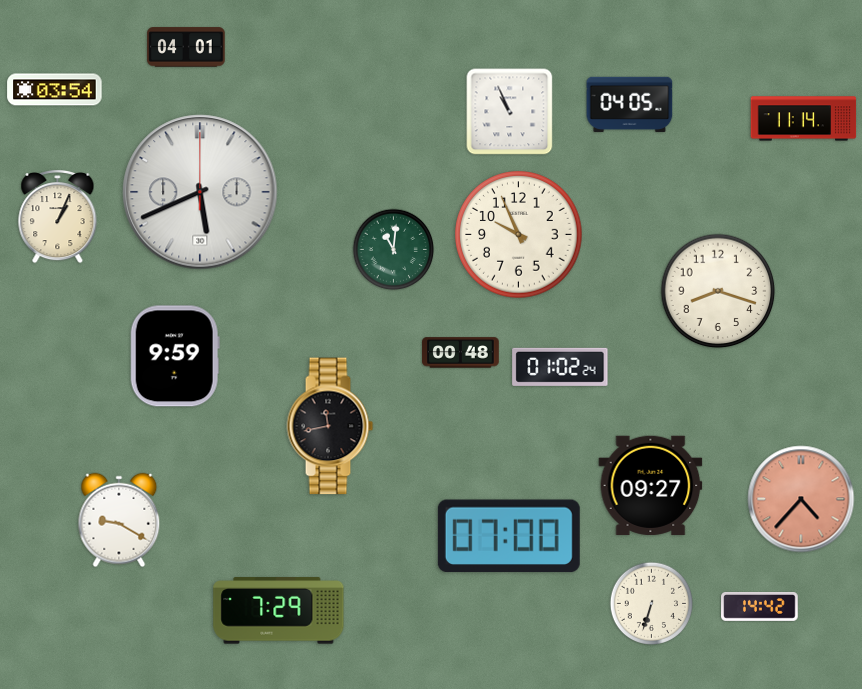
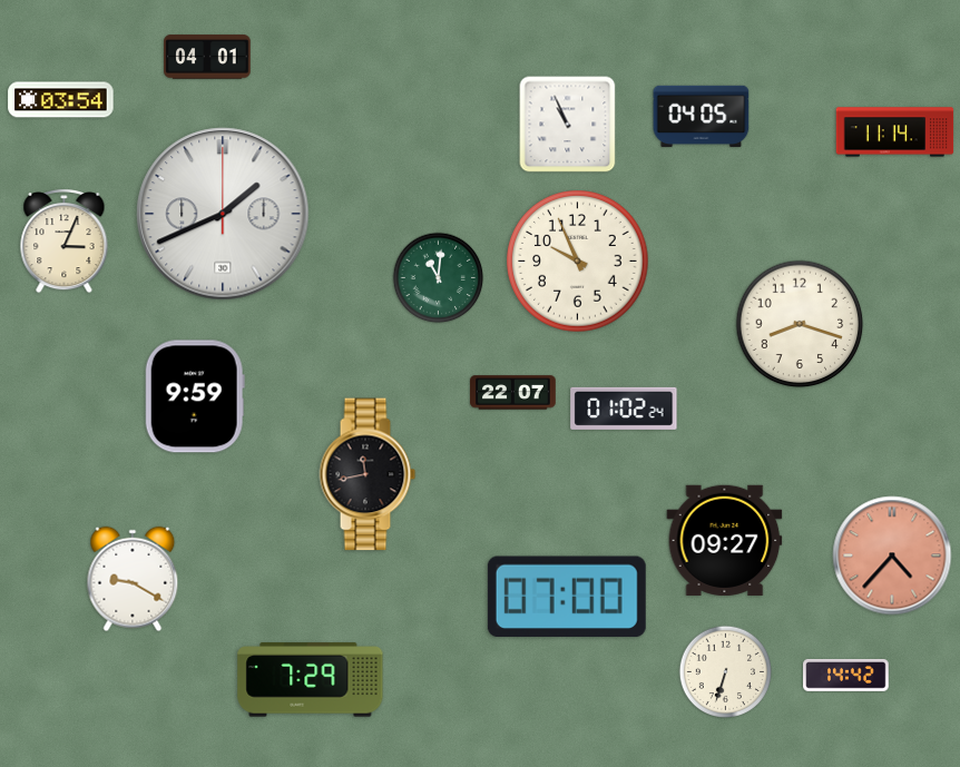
clock at (186, 47) position: (186, 47) -> (207, 57)
clock at (200, 192): 5:41 -> 1:41
clock at (58, 217): 1:04 -> 3:04
clock at (461, 353): 00:48 -> 22:07
